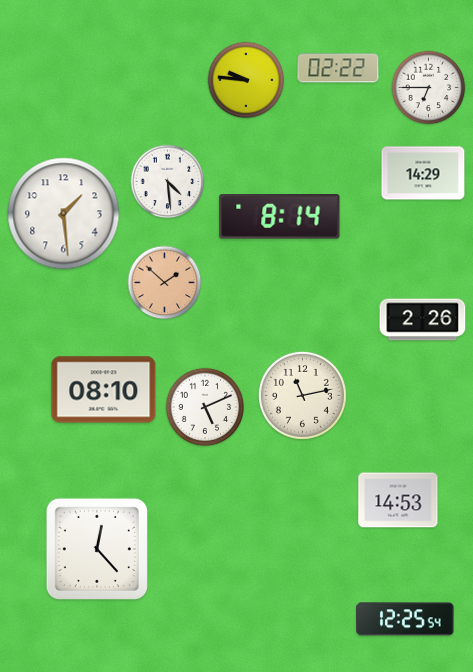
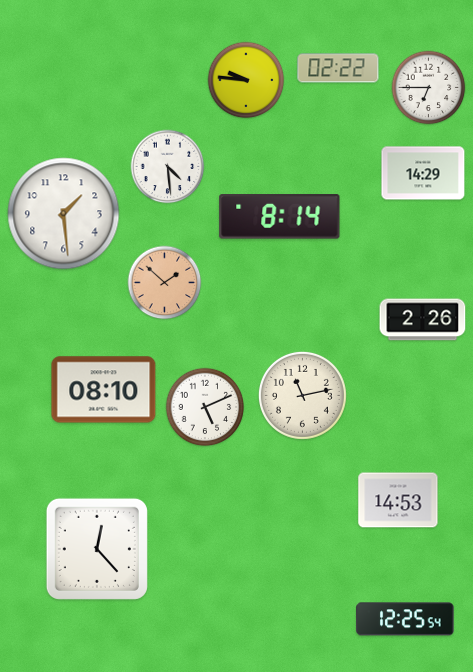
clock at (168, 182) position: (168, 182) -> (168, 167)
